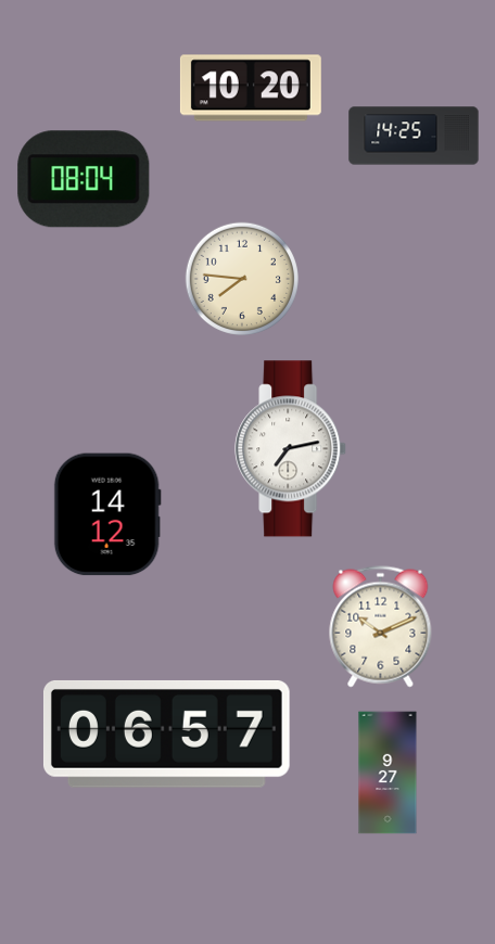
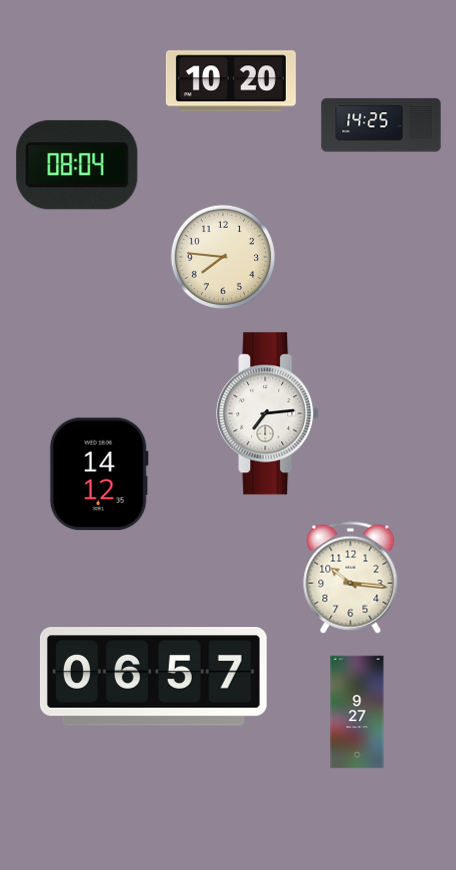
clock at (291, 449): 7:13 -> 7:14
clock at (381, 627): 10:11 -> 10:16
